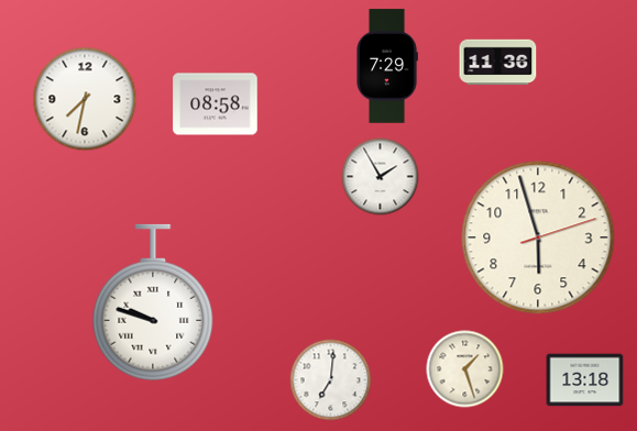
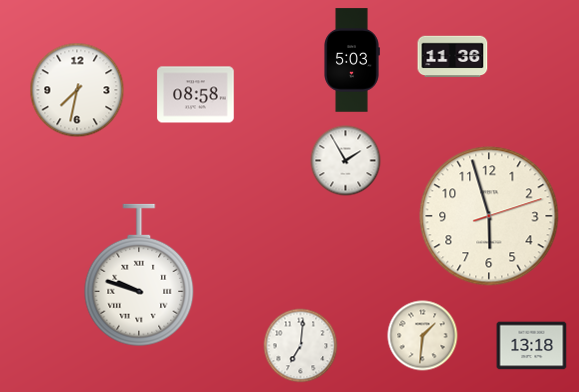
clock at (387, 66): 7:29 -> 5:03
clock at (465, 369): 1:27 -> 1:31
